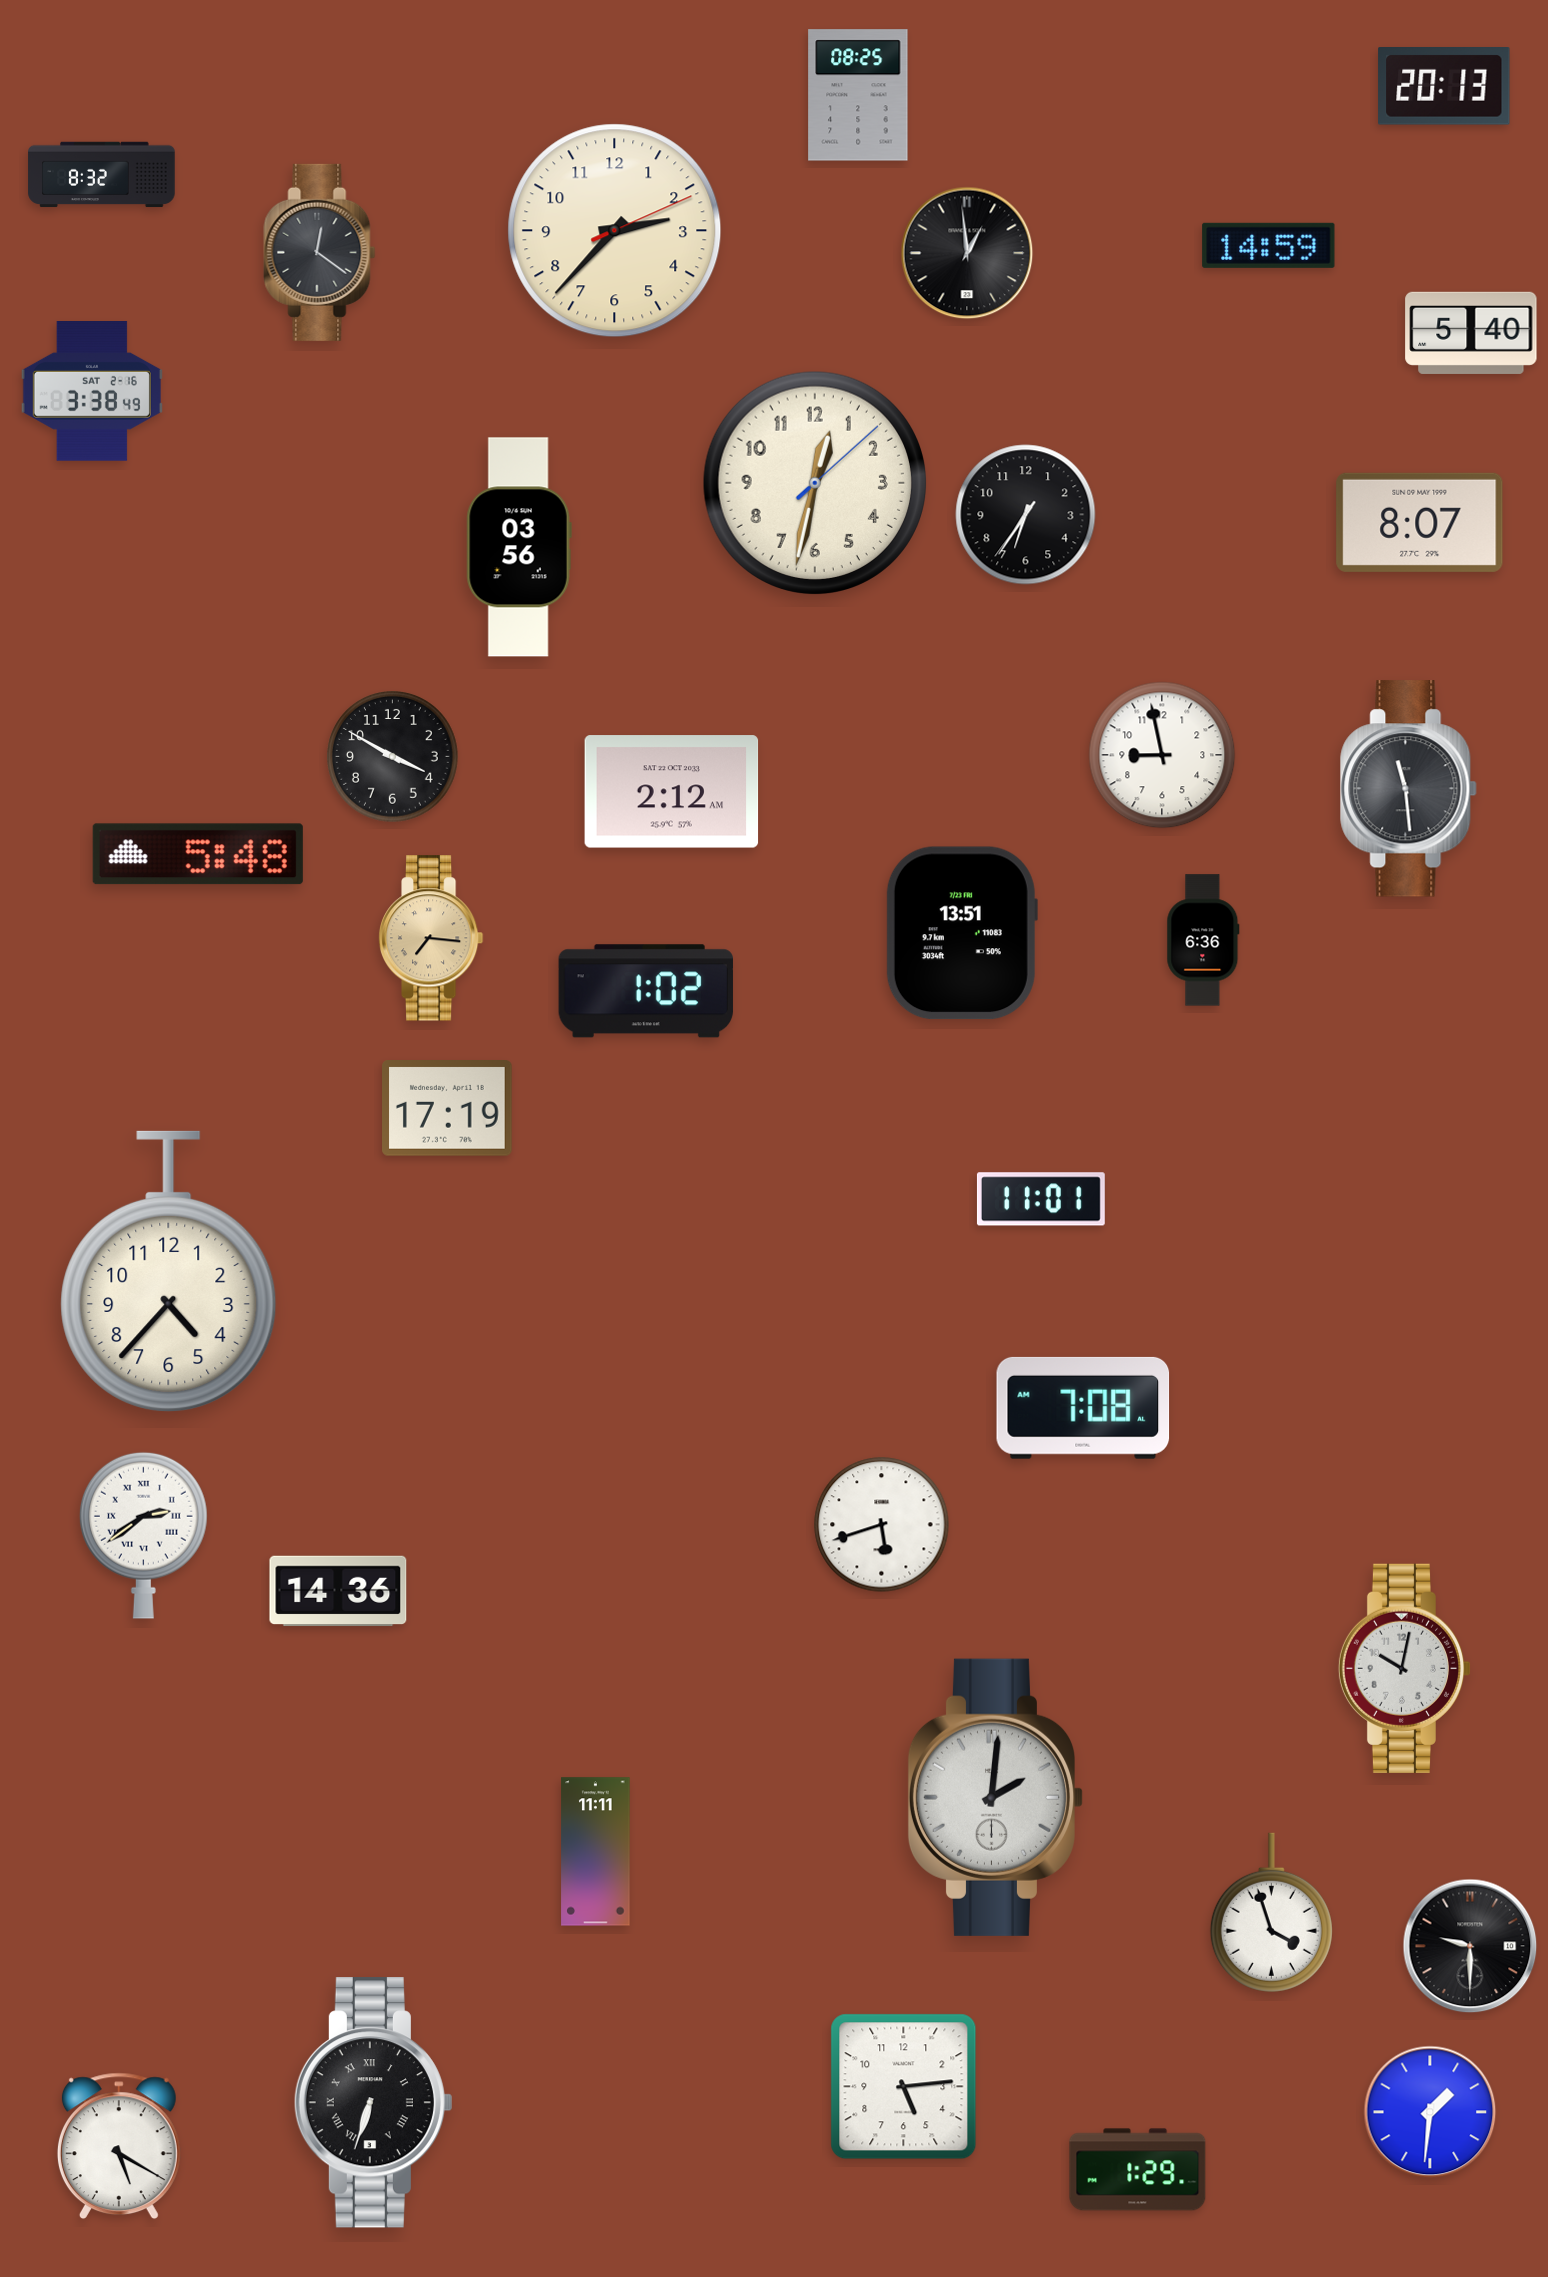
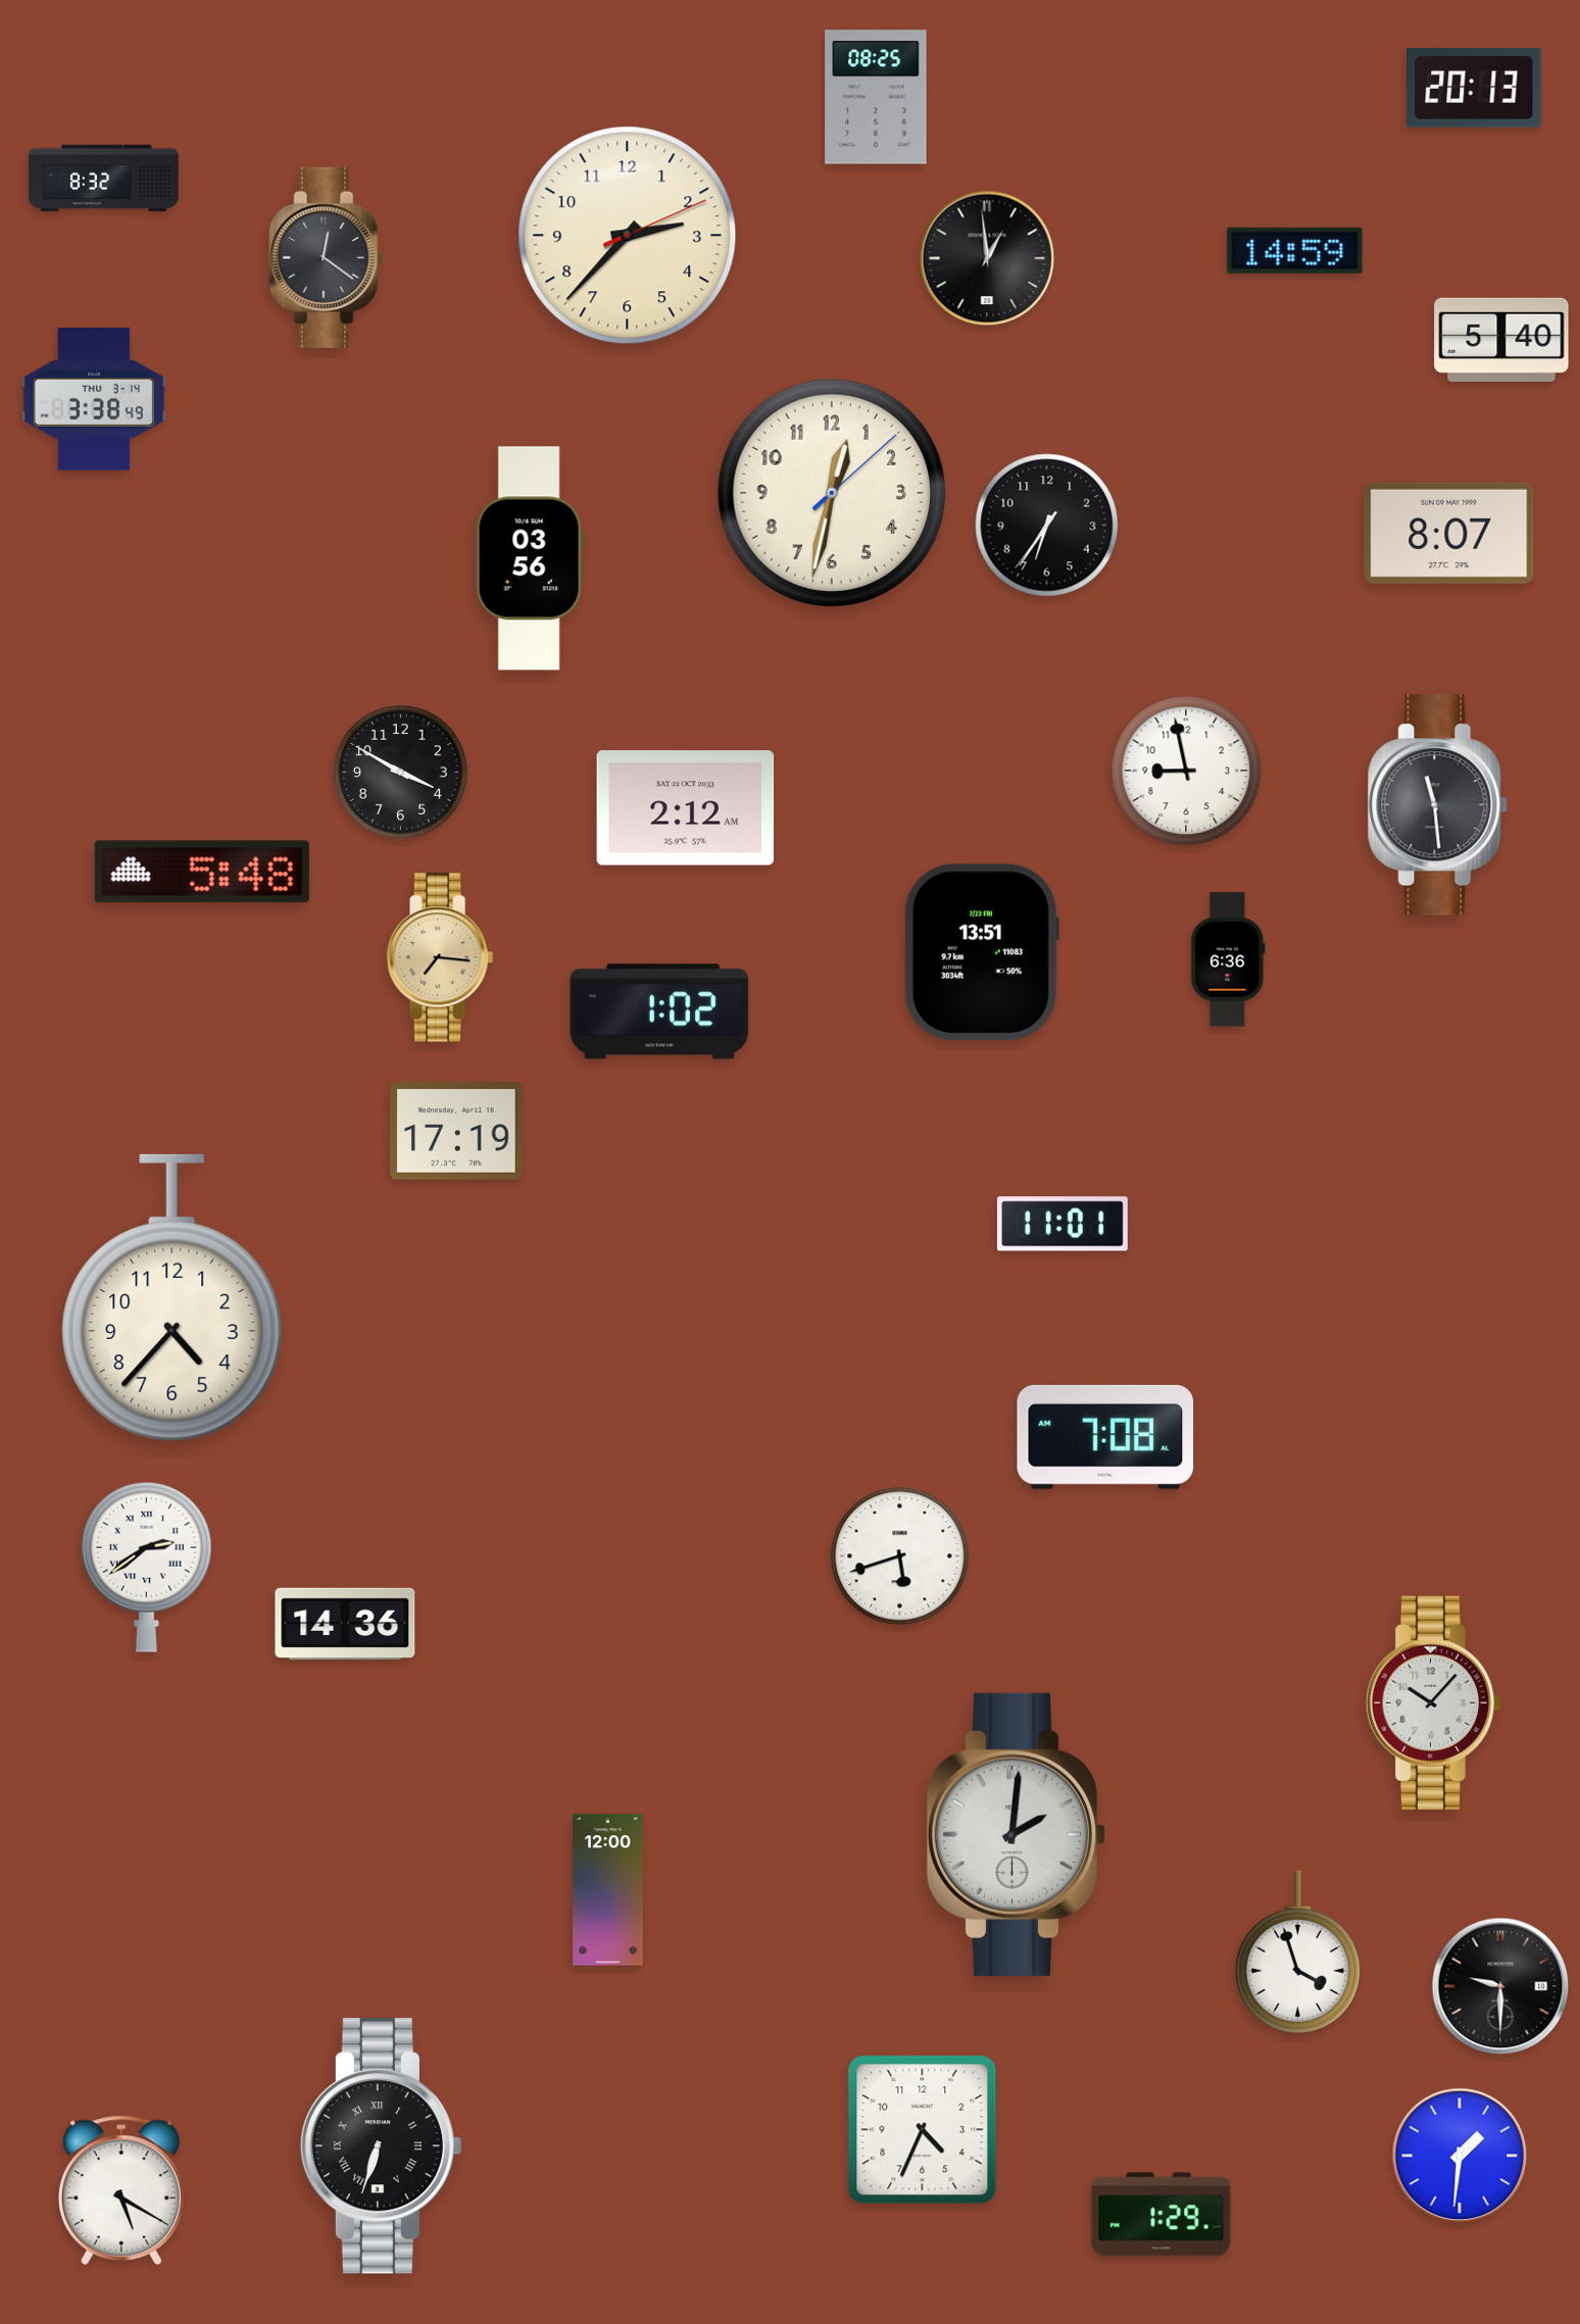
clock at (92, 392) date: SAT 2-16 -> THU 3-14
clock at (1404, 1668): 10:02 -> 10:07
clock at (596, 1852): 11:11 -> 12:00
clock at (904, 2087): 5:14 -> 4:34
